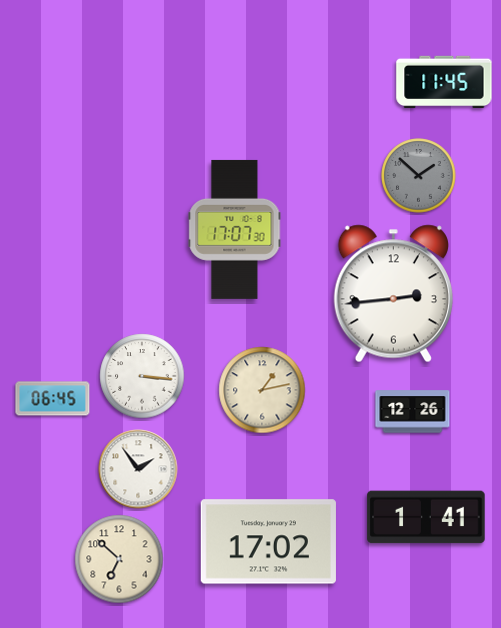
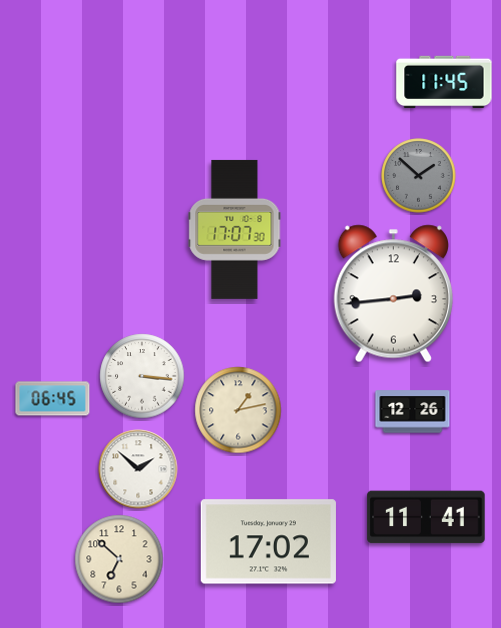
clock at (262, 390) position: (262, 390) -> (238, 410)
clock at (138, 469): 1:54 -> 1:52
clock at (426, 517): 1:41 -> 11:41
